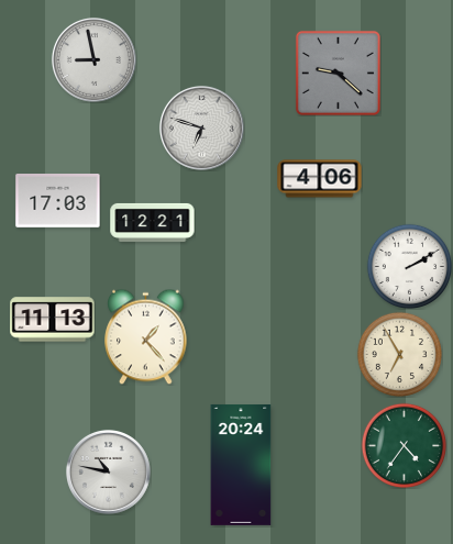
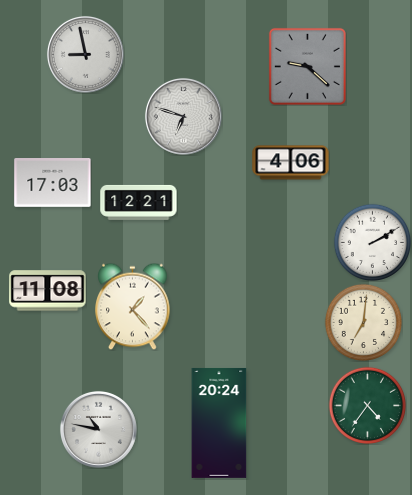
clock at (53, 320): 11:13 -> 11:08
clock at (399, 354): 6:55 -> 7:01
